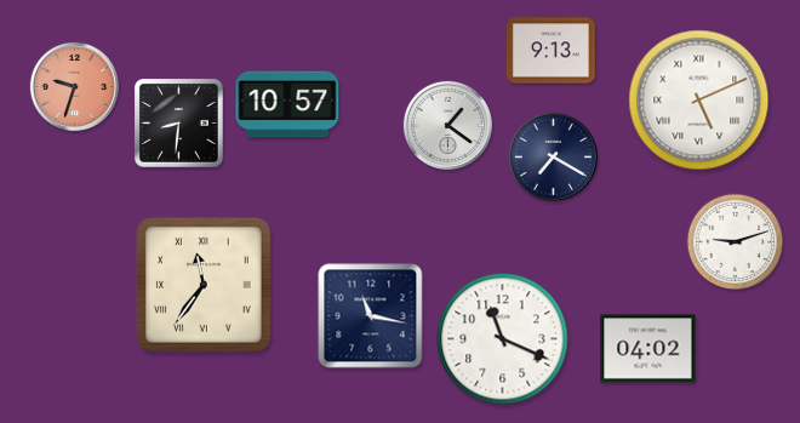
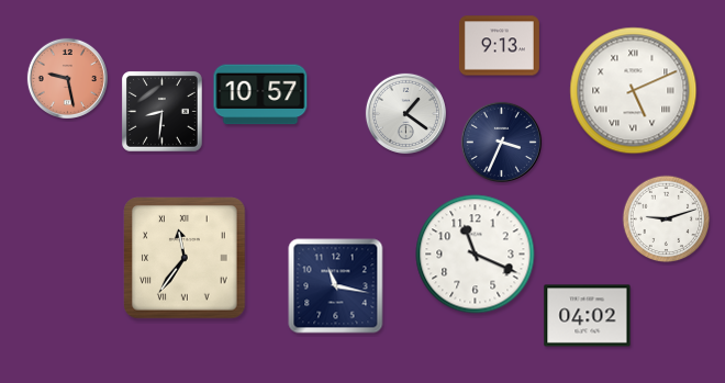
clock at (74, 86): 9:33 -> 9:28
clock at (553, 156): 7:20 -> 3:34
clock at (503, 339) position: (503, 339) -> (476, 255)
